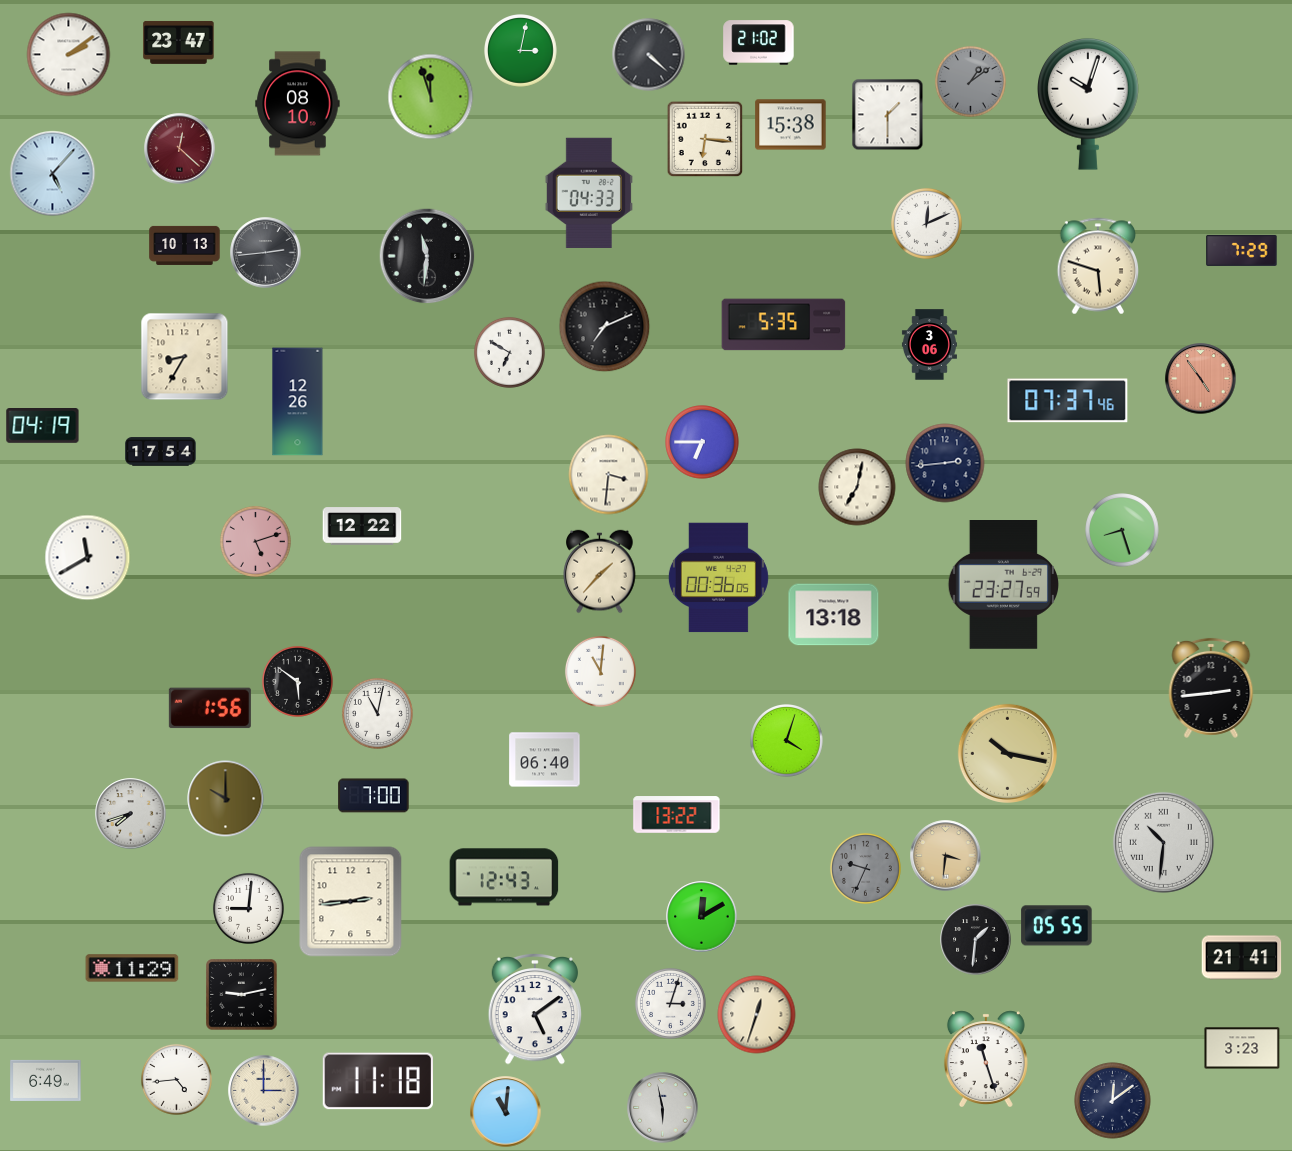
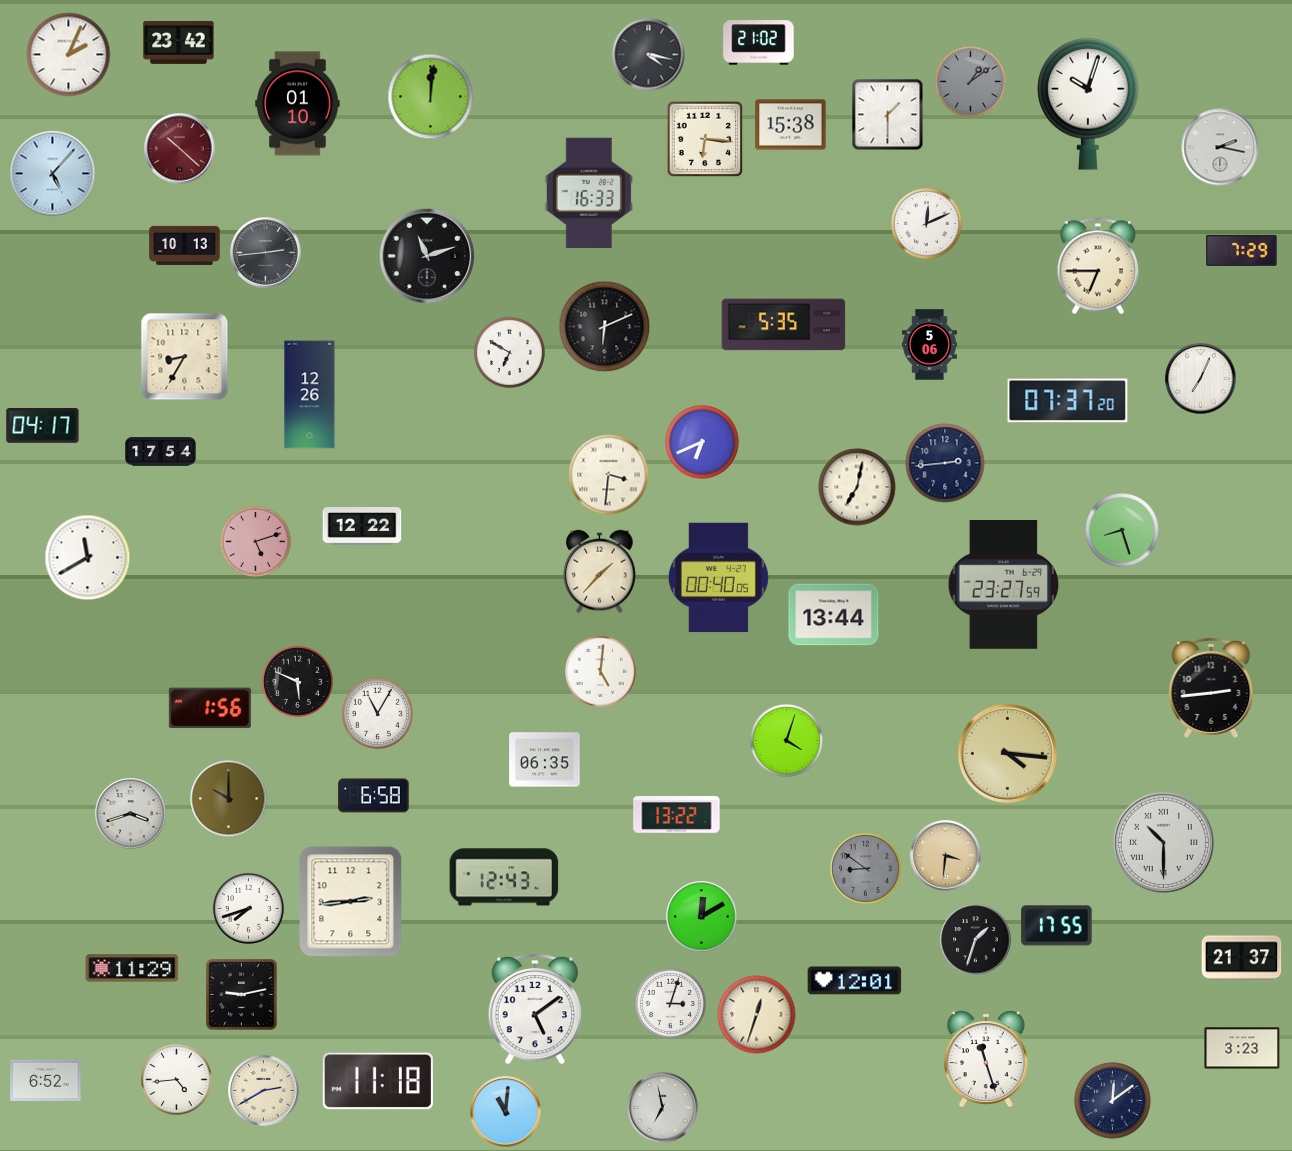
clock at (179, 42): 23:47 -> 23:42
clock at (521, 51): 3:02 -> none
clock at (69, 55): 2:09 -> 2:04
clock at (649, 55): 4:22 -> 4:17
clock at (431, 97): 11:57 -> 12:01
clock at (298, 104): 08:10 -> 01:10
clock at (1220, 147): none -> 2:17
clock at (180, 149): 12:22 -> 10:22
clock at (588, 192): 04:33 -> 16:33
clock at (427, 256): 11:31 -> 11:12
clock at (1098, 266): 5:48 -> 6:45
clock at (605, 327): 7:11 -> 6:11
clock at (929, 345): 3:06 -> 5:06
clock at (1201, 379): 4:54 -> 7:04
clock at (1201, 379) dial: salmon -> white
clock at (1068, 401): 07:37:46 -> 07:37:20
clock at (298, 402) position: (298, 402) -> (310, 395)
clock at (43, 426): 04:19 -> 04:17
clock at (702, 442): 6:45 -> 6:41
clock at (718, 578): 00:36 -> 00:40
clock at (834, 615): 13:18 -> 13:44
clock at (600, 671): 11:01 -> 5:01
clock at (297, 681): 5:51 -> 5:49
clock at (377, 713): 11:02 -> 11:05
clock at (1007, 753): 10:17 -> 4:16
clock at (545, 760): 06:40 -> 06:35
clock at (374, 796): 7:00 -> 6:58
clock at (226, 799) position: (226, 799) -> (229, 799)
clock at (131, 814): 7:42 -> 3:42
clock at (1163, 842): 10:31 -> 10:30
clock at (865, 868): 9:34 -> 8:51
clock at (248, 908): 9:01 -> 7:42
clock at (1057, 926): 05:55 -> 17:55
clock at (976, 940): 1:31 -> 1:33
clock at (1242, 958): 21:41 -> 21:37
clock at (855, 981): none -> 12:01
clock at (46, 1080): 6:49 -> 6:52
clock at (264, 1091): 3:00 -> 2:40
clock at (663, 1108): 5:58 -> 6:58
